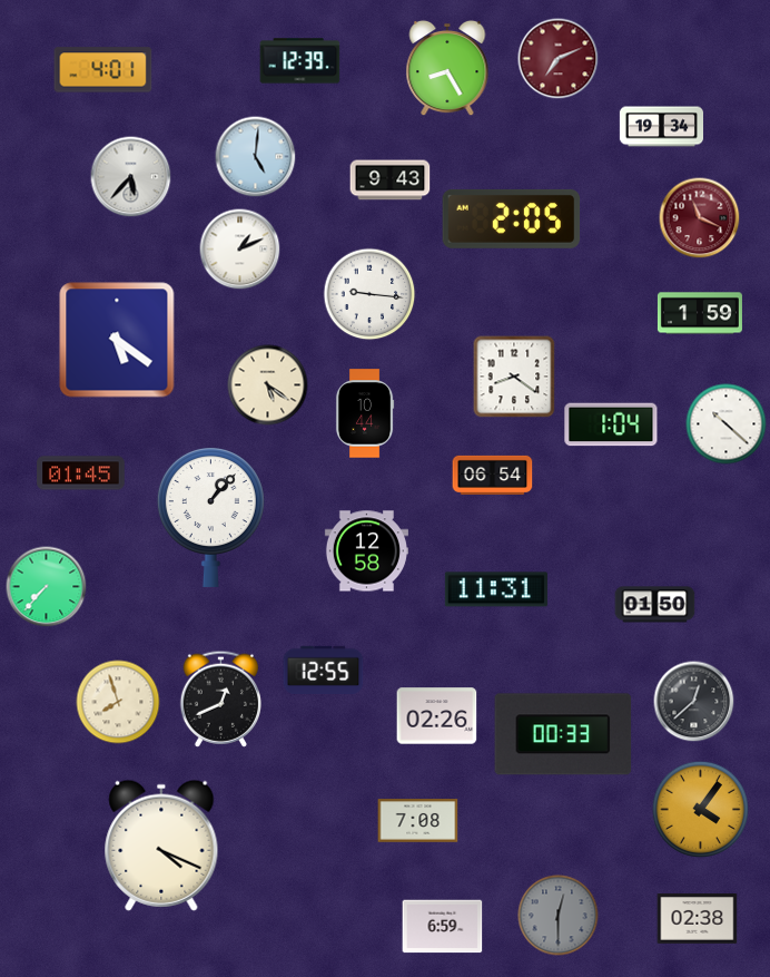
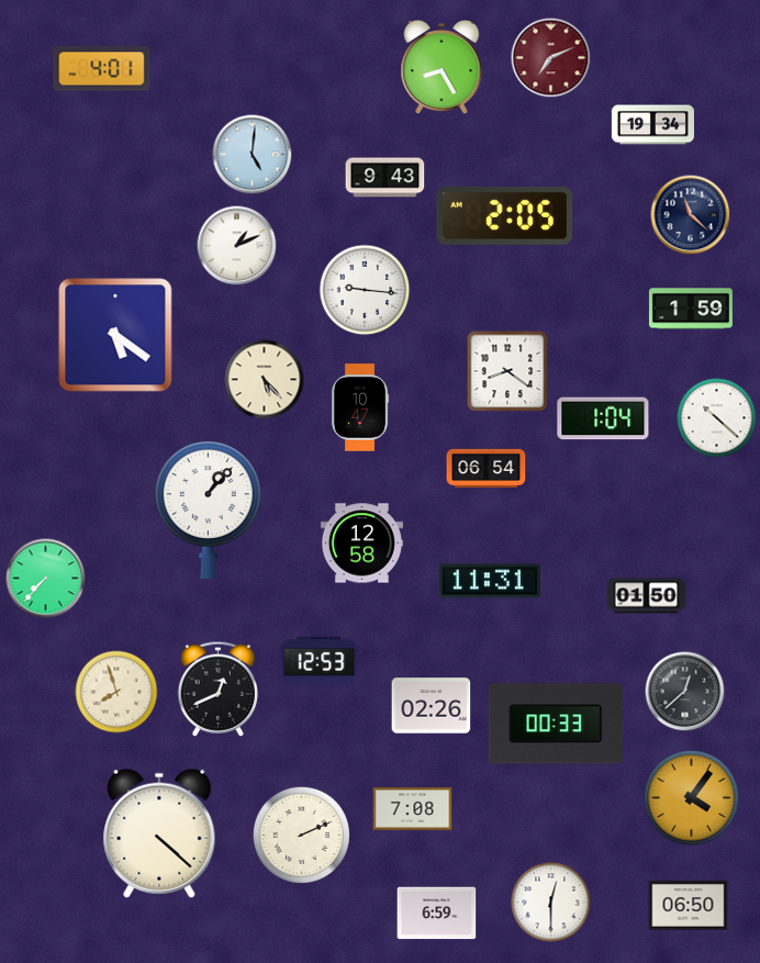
clock at (300, 61): 12:39 -> none
clock at (131, 177): 5:37 -> none
clock at (700, 218): 11:19 -> 11:22
clock at (700, 218) dial: burgundy -> navy
clock at (268, 385): 5:21 -> 5:23
clock at (365, 413): 10:44 -> 10:47
clock at (81, 473): 01:45 -> none
clock at (324, 670): 12:55 -> 12:53
clock at (161, 846): 4:19 -> 4:22
clock at (301, 835): none -> 2:11
clock at (559, 916) dial: grey -> white
clock at (698, 919): 02:38 -> 06:50
